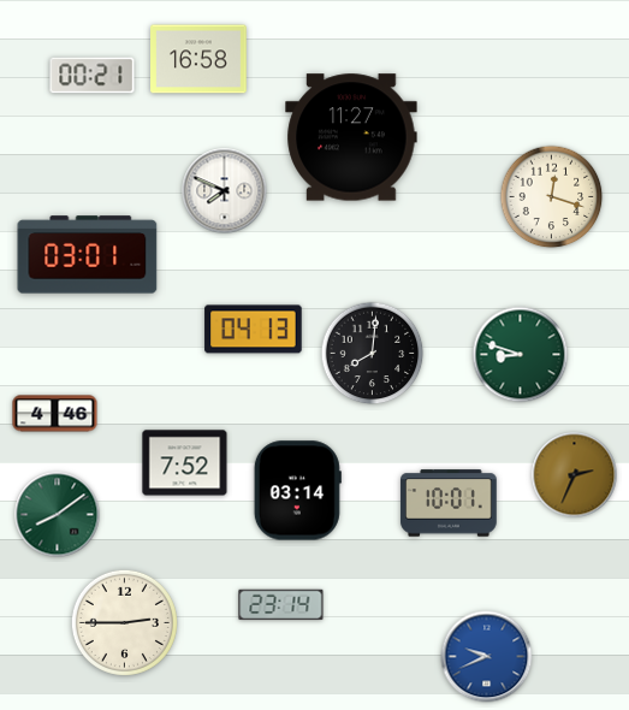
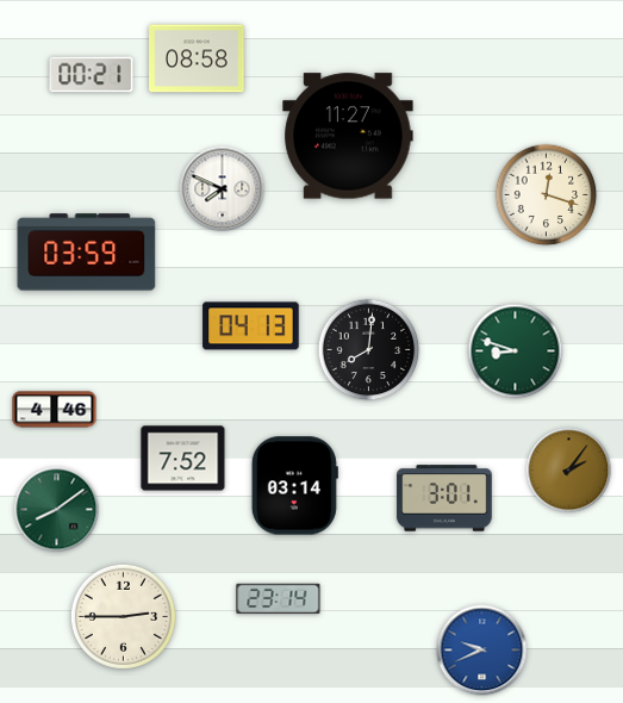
clock at (198, 59): 16:58 -> 08:58
clock at (88, 255): 03:01 -> 03:59
clock at (575, 475): 2:34 -> 2:06
clock at (449, 503): 10:01 -> 3:01
